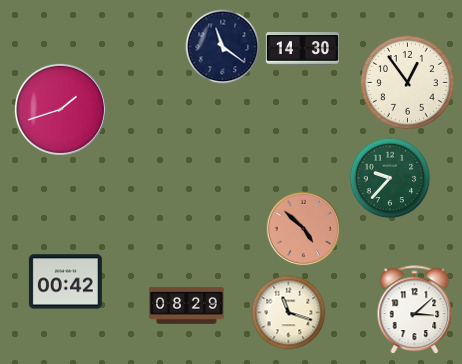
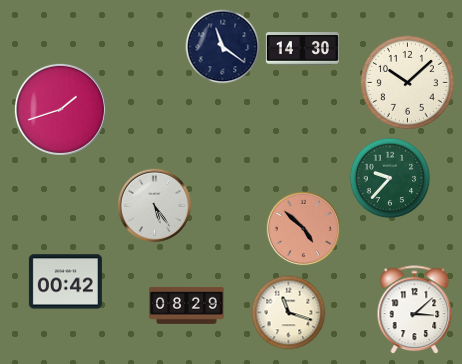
clock at (407, 82): 12:54 -> 10:08
clock at (155, 206): none -> 5:24
